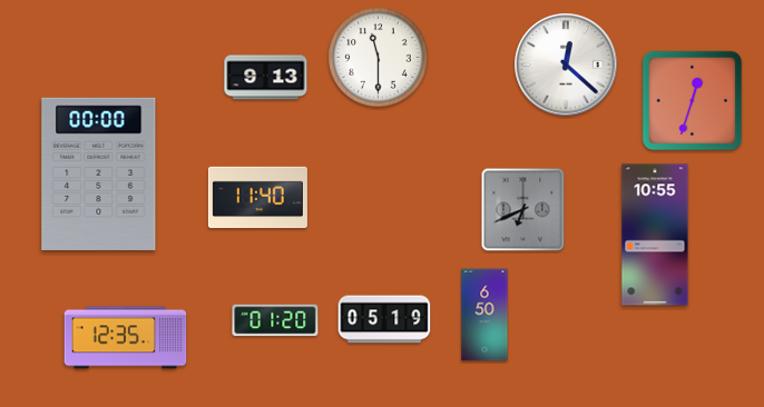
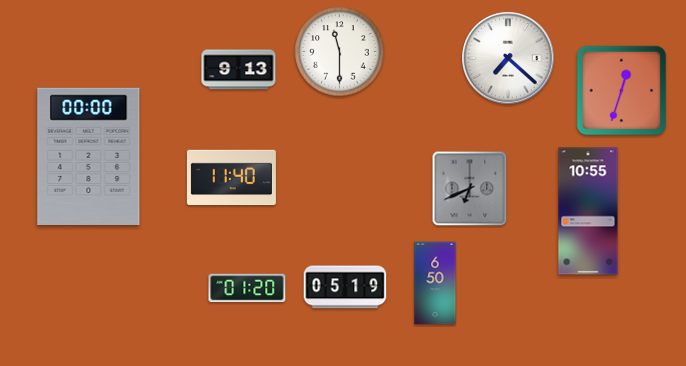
clock at (566, 64): 12:22 -> 7:22
clock at (126, 338): 12:35 -> none
